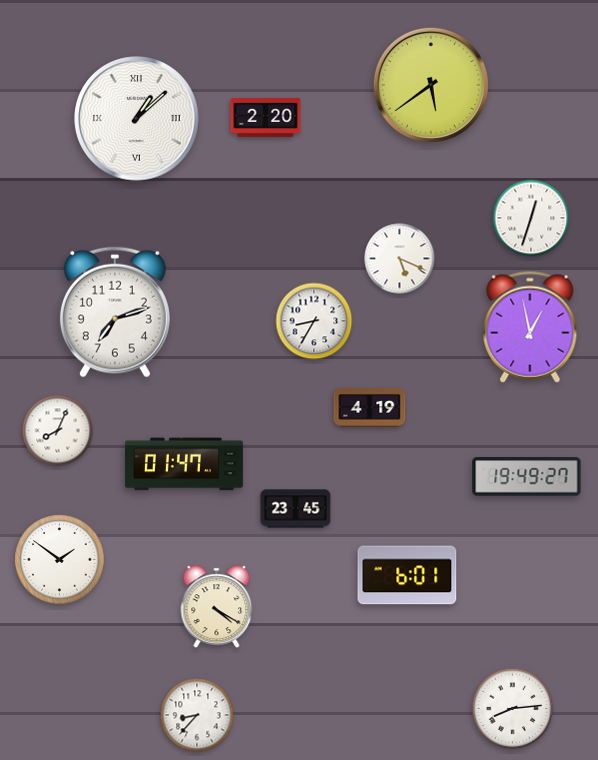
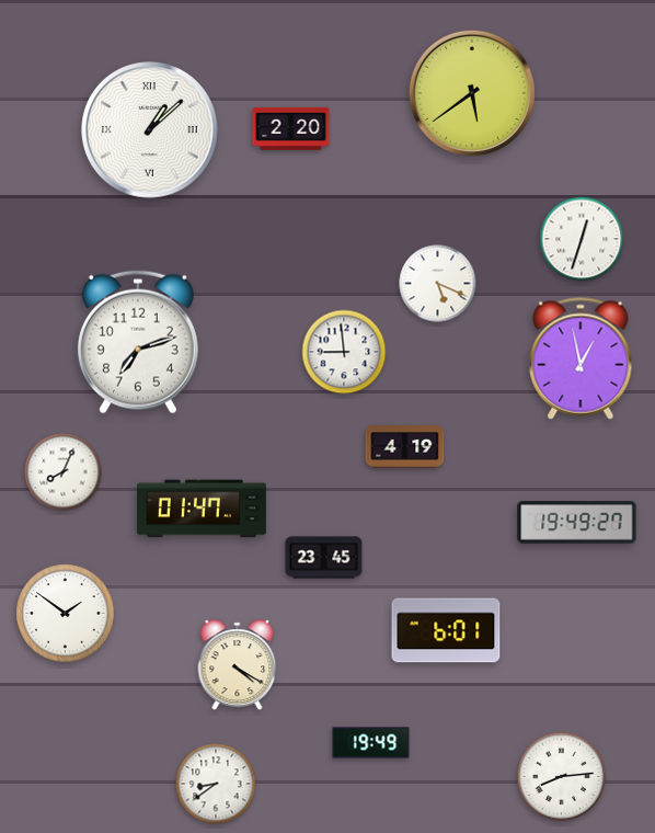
clock at (115, 312) position: (115, 312) -> (138, 342)
clock at (314, 321): 8:35 -> 8:59
clock at (371, 743): none -> 19:49
clock at (197, 715): 8:37 -> 8:39
